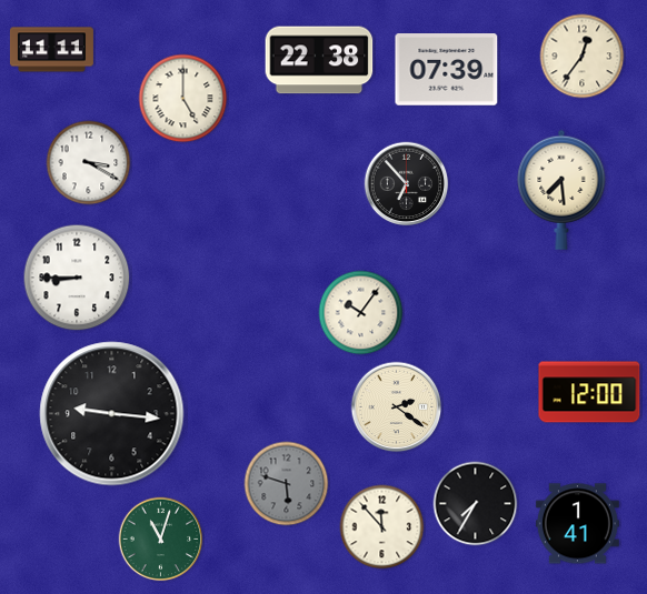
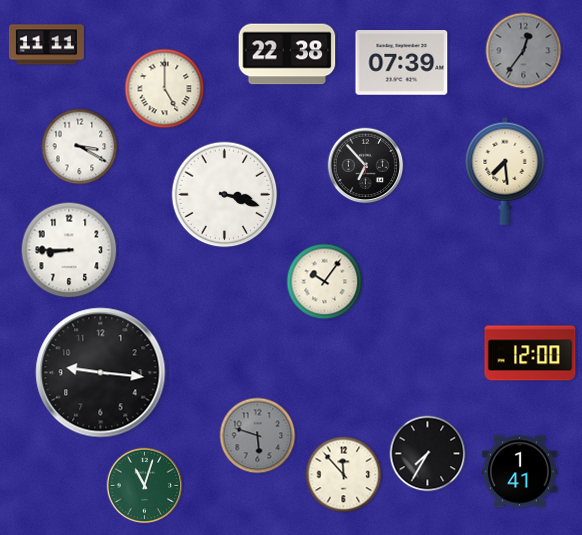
clock at (583, 57) dial: cream -> grey
clock at (225, 195): none -> 3:18
clock at (397, 407): 2:21 -> none
